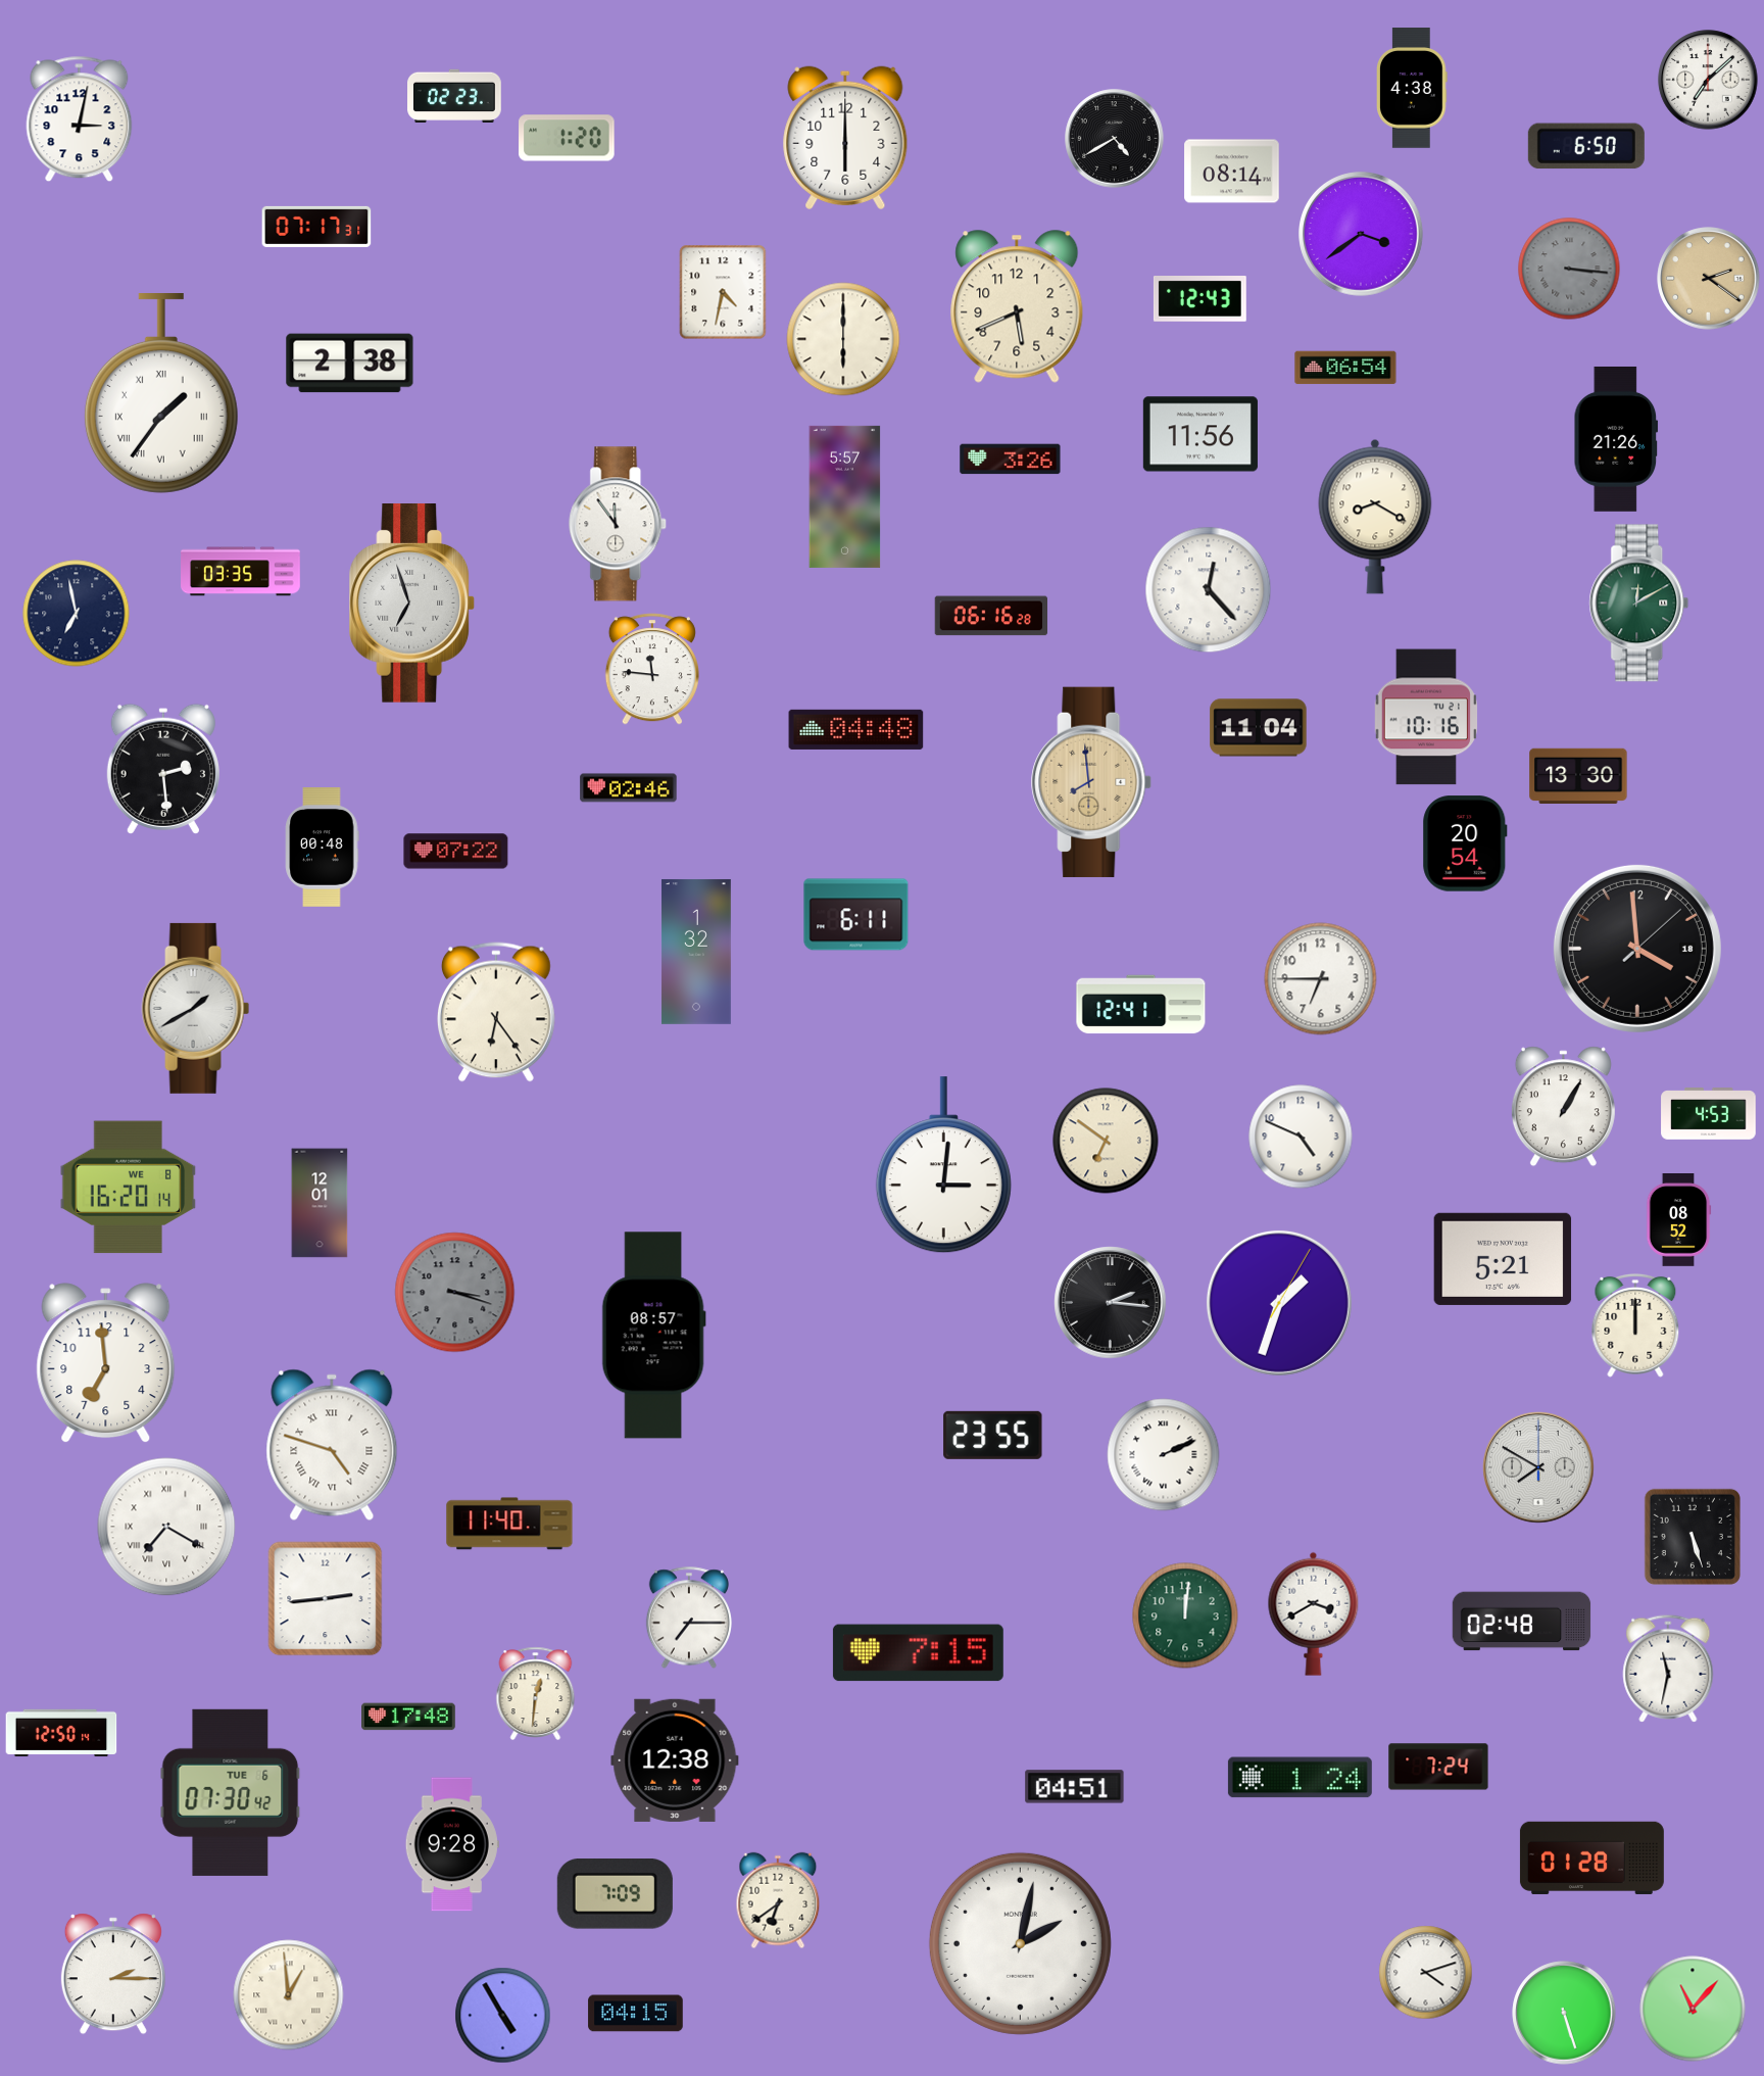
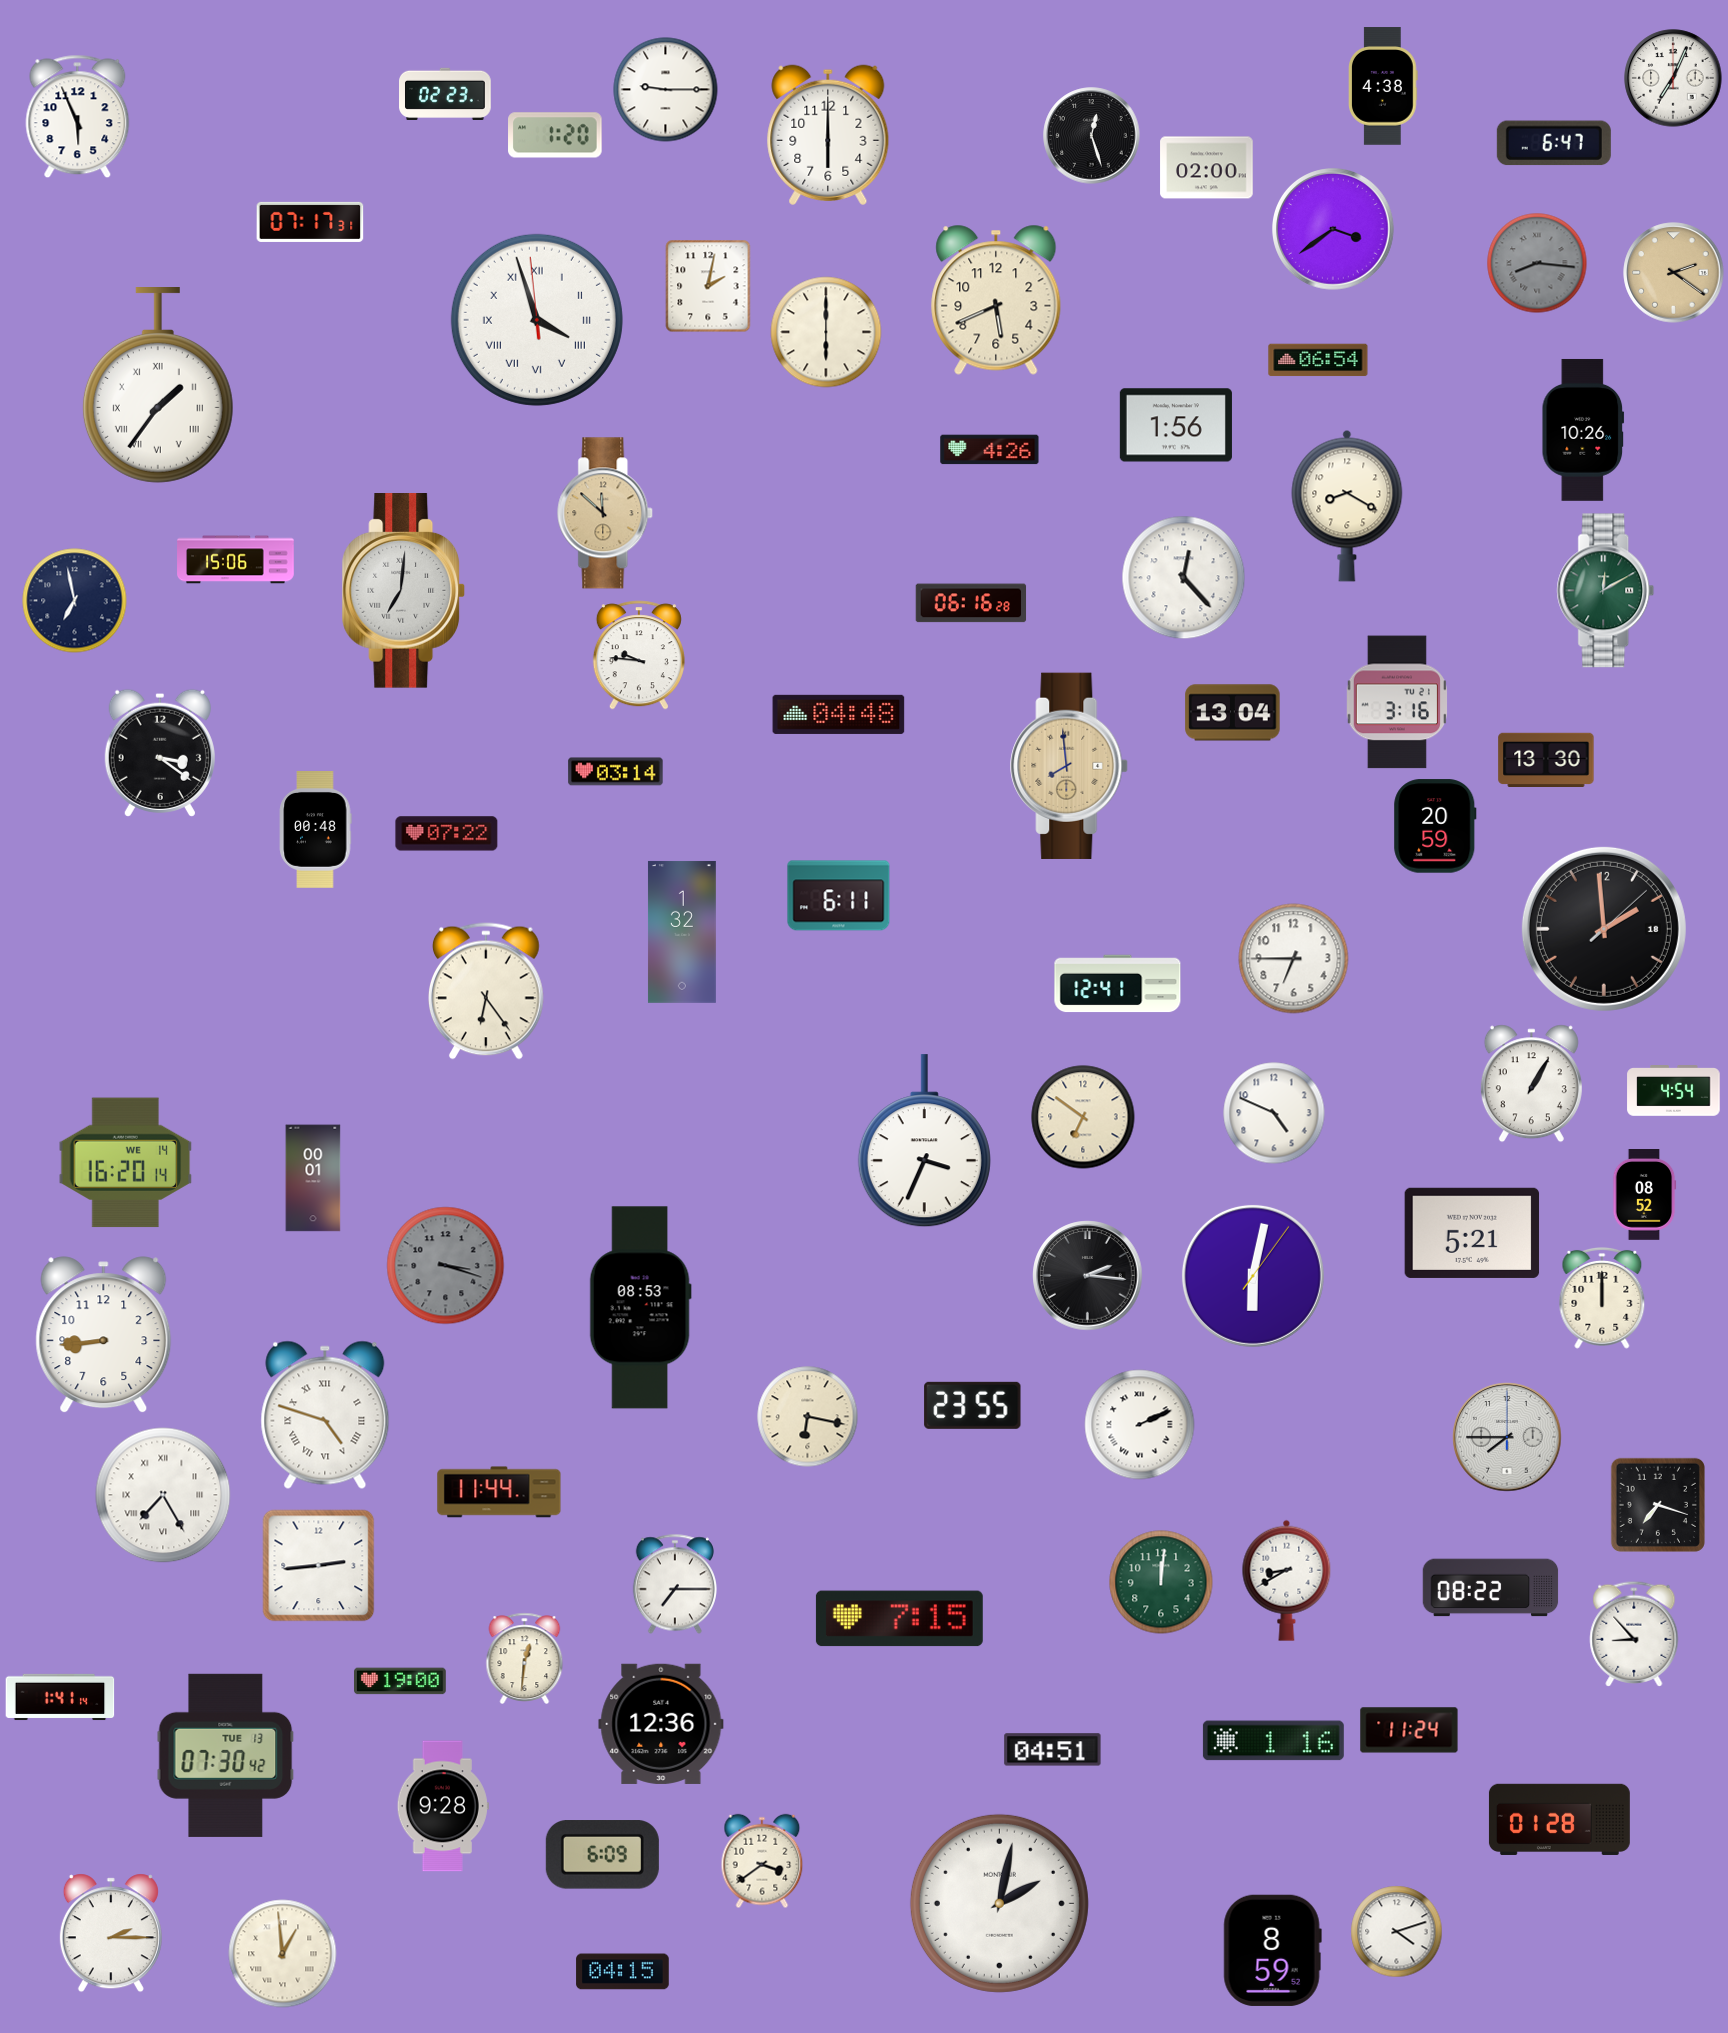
clock at (1708, 80): 7:08 -> 7:04
clock at (666, 90): none -> 9:15
clock at (80, 119): 3:02 -> 5:56
clock at (1115, 139): 4:40 -> 12:27
clock at (1586, 146): 6:50 -> 6:47
clock at (1232, 172): 08:14 -> 02:00
clock at (1569, 269): 3:16 -> 8:16
clock at (723, 292): 4:32 -> 2:02
clock at (1199, 299): 12:43 -> none
clock at (537, 320): none -> 3:56
clock at (350, 364): 2:38 -> none
clock at (1200, 434): 11:56 -> 1:56
clock at (1616, 439): 21:26 -> 10:26
clock at (1011, 460): 3:26 -> 4:26
clock at (845, 496): 5:57 -> none
clock at (619, 524): 11:54 -> 11:52
clock at (619, 524) dial: white -> champagne
clock at (241, 572): 03:35 -> 15:06
clock at (412, 604): 6:57 -> 7:01
clock at (652, 669): 11:46 -> 9:46
clock at (1426, 717): 10:16 -> 3:16
clock at (1259, 728): 11:04 -> 13:04
clock at (163, 769): 2:29 -> 3:21
clock at (629, 788): 02:46 -> 03:14
clock at (1465, 843): 20:54 -> 20:59
clock at (1637, 949): 3:59 -> 1:59
clock at (196, 1008): 1:40 -> none
clock at (1709, 1114): 4:53 -> 4:54
clock at (943, 1165): 3:01 -> 3:34
clock at (129, 1188) date: WE 8 -> WE 14
clock at (320, 1203): 12:01 -> 00:01
clock at (1279, 1303): 1:33 -> 6:02
clock at (653, 1336): 08:57 -> 08:53
clock at (106, 1363): 6:59 -> 8:44
clock at (808, 1417): none -> 6:17
clock at (1538, 1467): 7:50 -> 7:45
clock at (509, 1524): 11:40 -> 11:44
clock at (166, 1527): 7:20 -> 7:25
clock at (1693, 1537): 5:27 -> 7:18
clock at (1314, 1613): 3:40 -> 8:40
clock at (1522, 1622): 02:48 -> 08:22
clock at (1668, 1669): 11:32 -> 8:53
clock at (409, 1717): 17:48 -> 19:00
clock at (61, 1733): 12:50 -> 1:41
clock at (675, 1760): 12:38 -> 12:36
clock at (1438, 1767): 7:24 -> 11:24
clock at (1300, 1778): 1:24 -> 1:16
clock at (231, 1792) date: TUE 6 -> TUE 13
clock at (615, 1894): 7:09 -> 6:09
clock at (778, 1900): 6:39 -> 3:39
clock at (1272, 1950): none -> 8:59
clock at (1693, 2009): 11:07 -> none
clock at (1564, 2013): 5:27 -> none
clock at (503, 2016): 4:55 -> none
